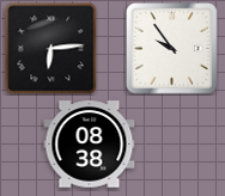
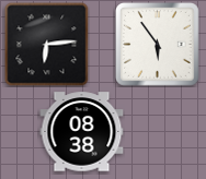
clock at (172, 49): 9:54 -> 5:54
